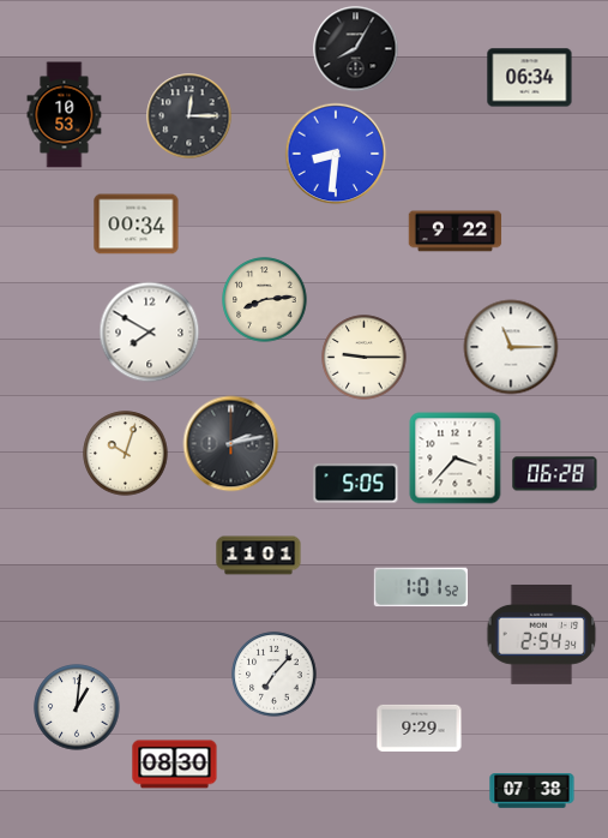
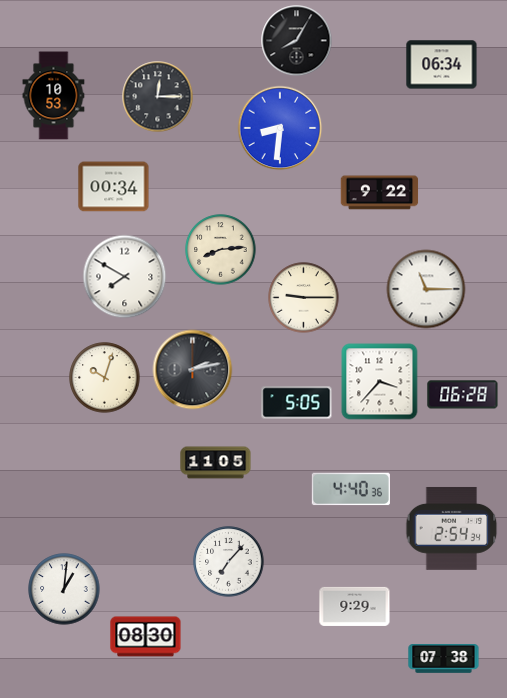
clock at (259, 556): 11:01 -> 11:05
clock at (421, 587): 1:01 -> 4:40
clock at (420, 728) position: (420, 728) -> (355, 606)
